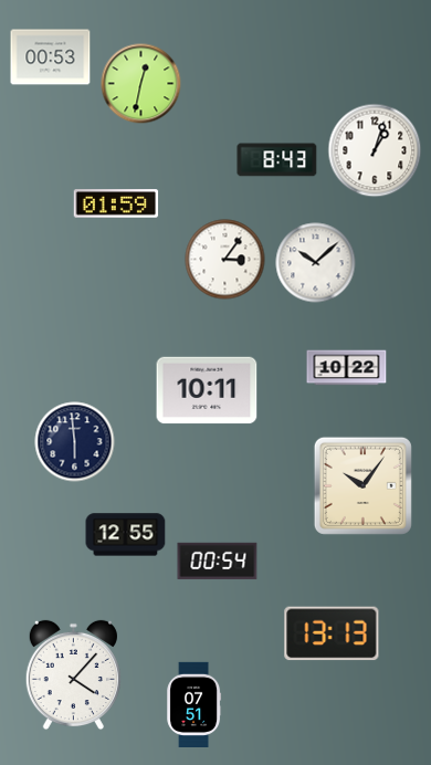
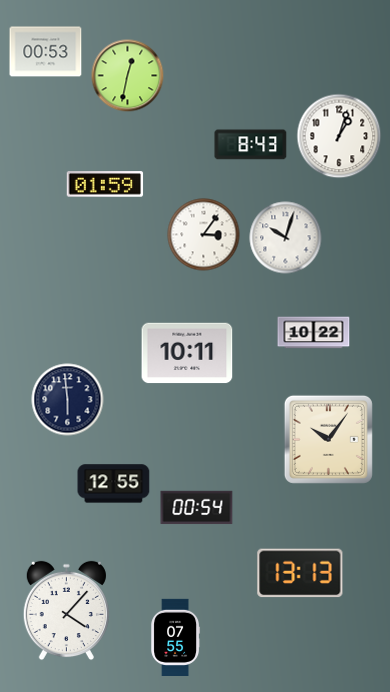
clock at (316, 263): 10:08 -> 10:03
clock at (195, 704): 07:51 -> 07:55
